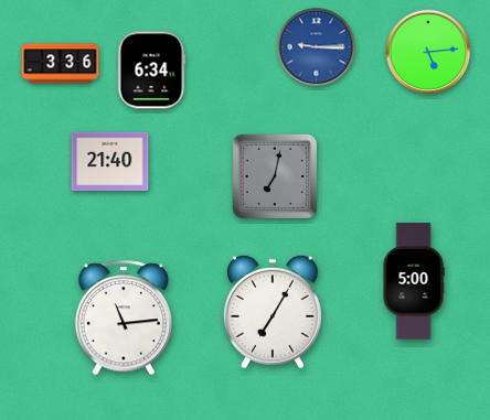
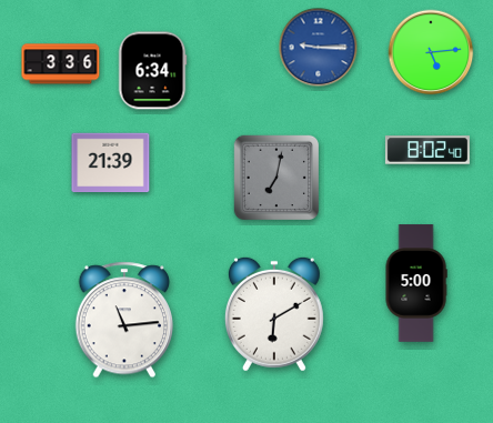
clock at (427, 150): none -> 8:02
clock at (110, 162): 21:40 -> 21:39
clock at (273, 312): 7:05 -> 6:10
